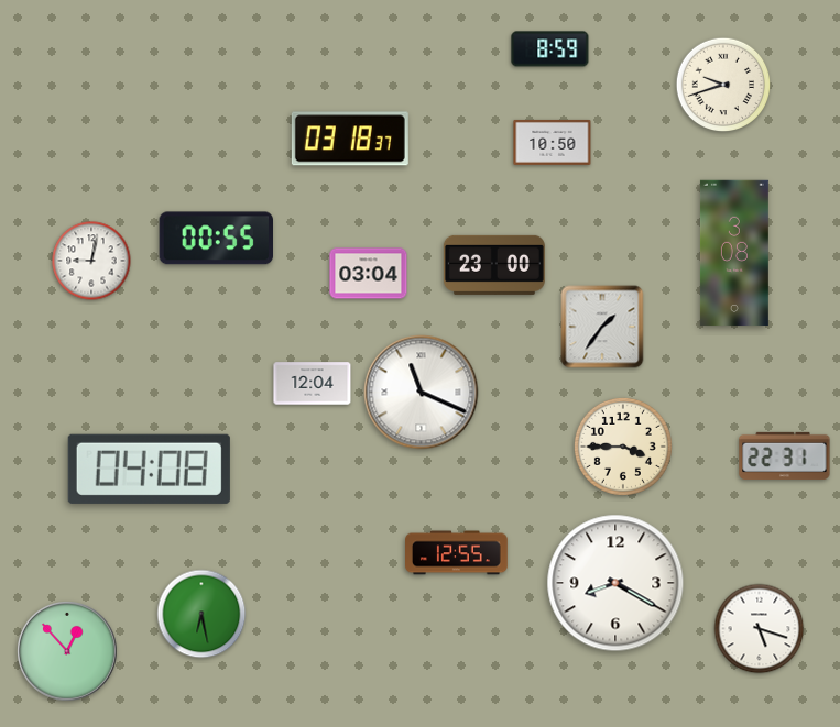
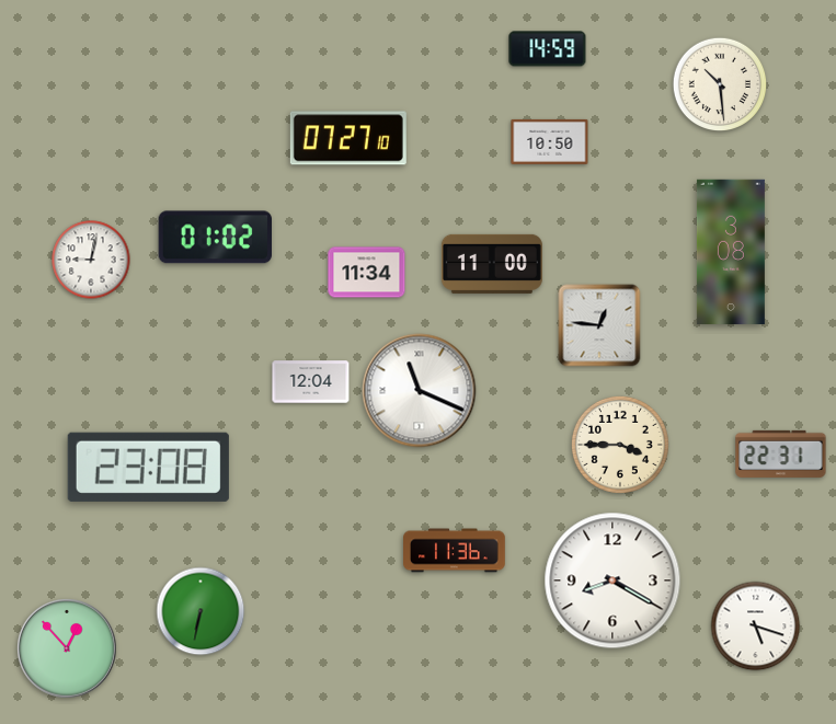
clock at (550, 49): 8:59 -> 14:59
clock at (723, 85): 9:42 -> 10:29
clock at (350, 139): 03:18 -> 07:27
clock at (216, 239): 00:55 -> 01:02
clock at (494, 265): 23:00 -> 11:00
clock at (369, 274): 03:04 -> 11:34
clock at (602, 327): 1:36 -> 12:46
clock at (149, 469): 04:08 -> 23:08
clock at (457, 553): 12:55 -> 11:36
clock at (201, 614): 6:28 -> 6:32
